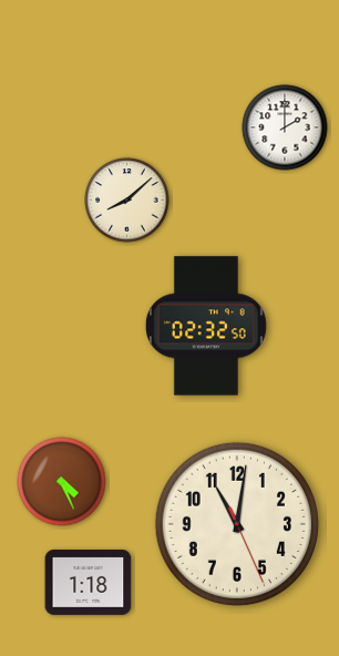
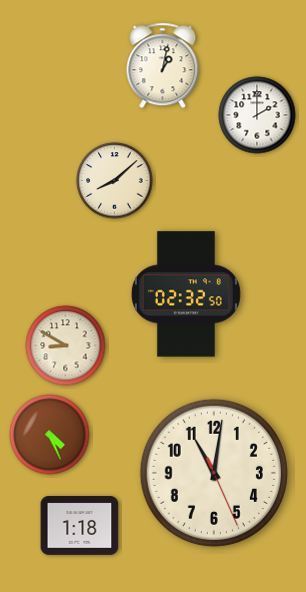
clock at (163, 66): none -> 1:02
clock at (66, 346): none -> 8:50
clock at (62, 482) position: (62, 482) -> (50, 435)
